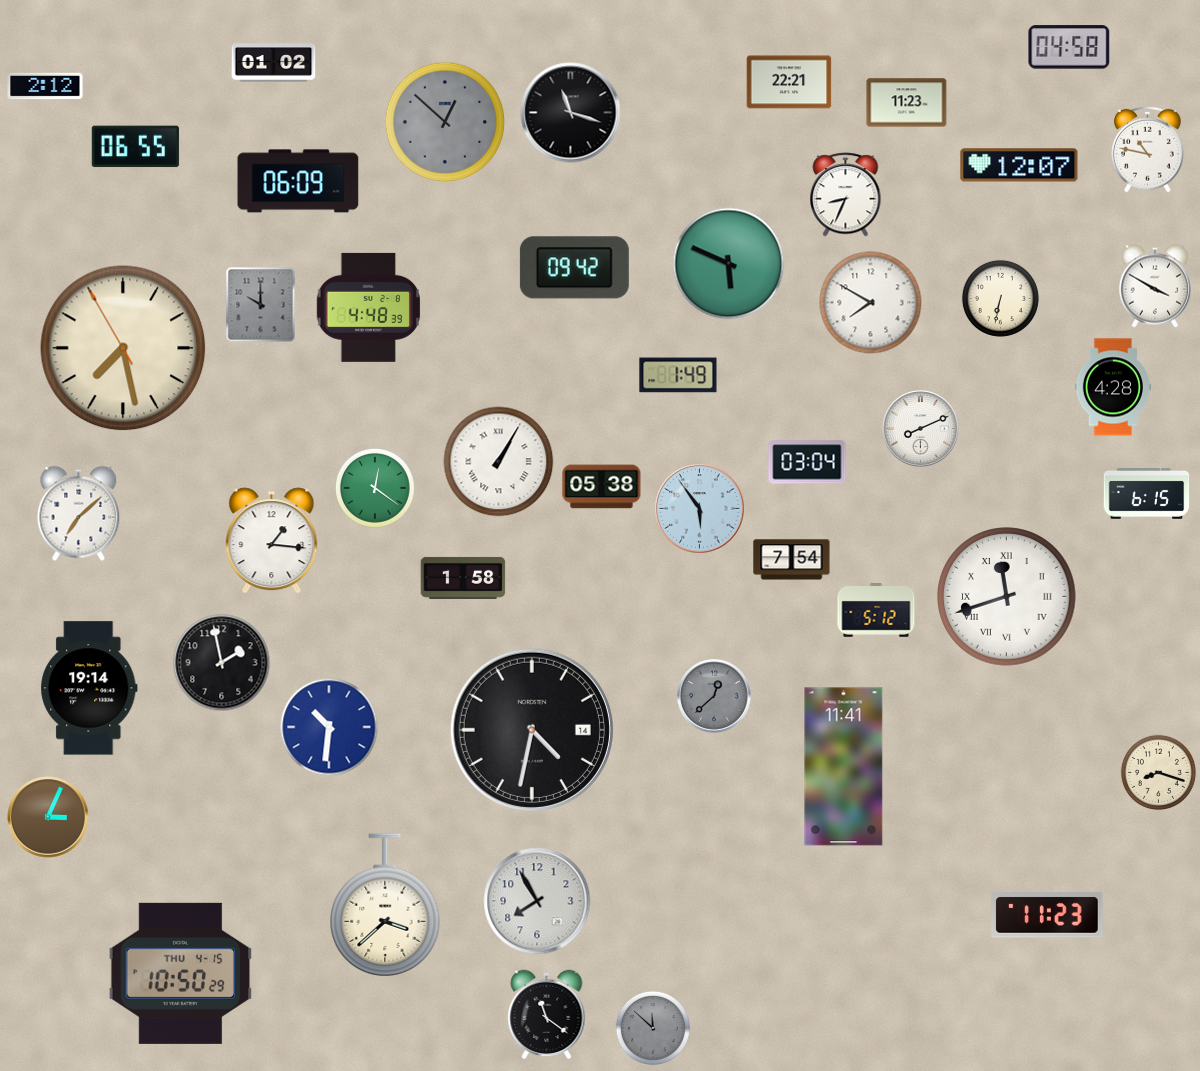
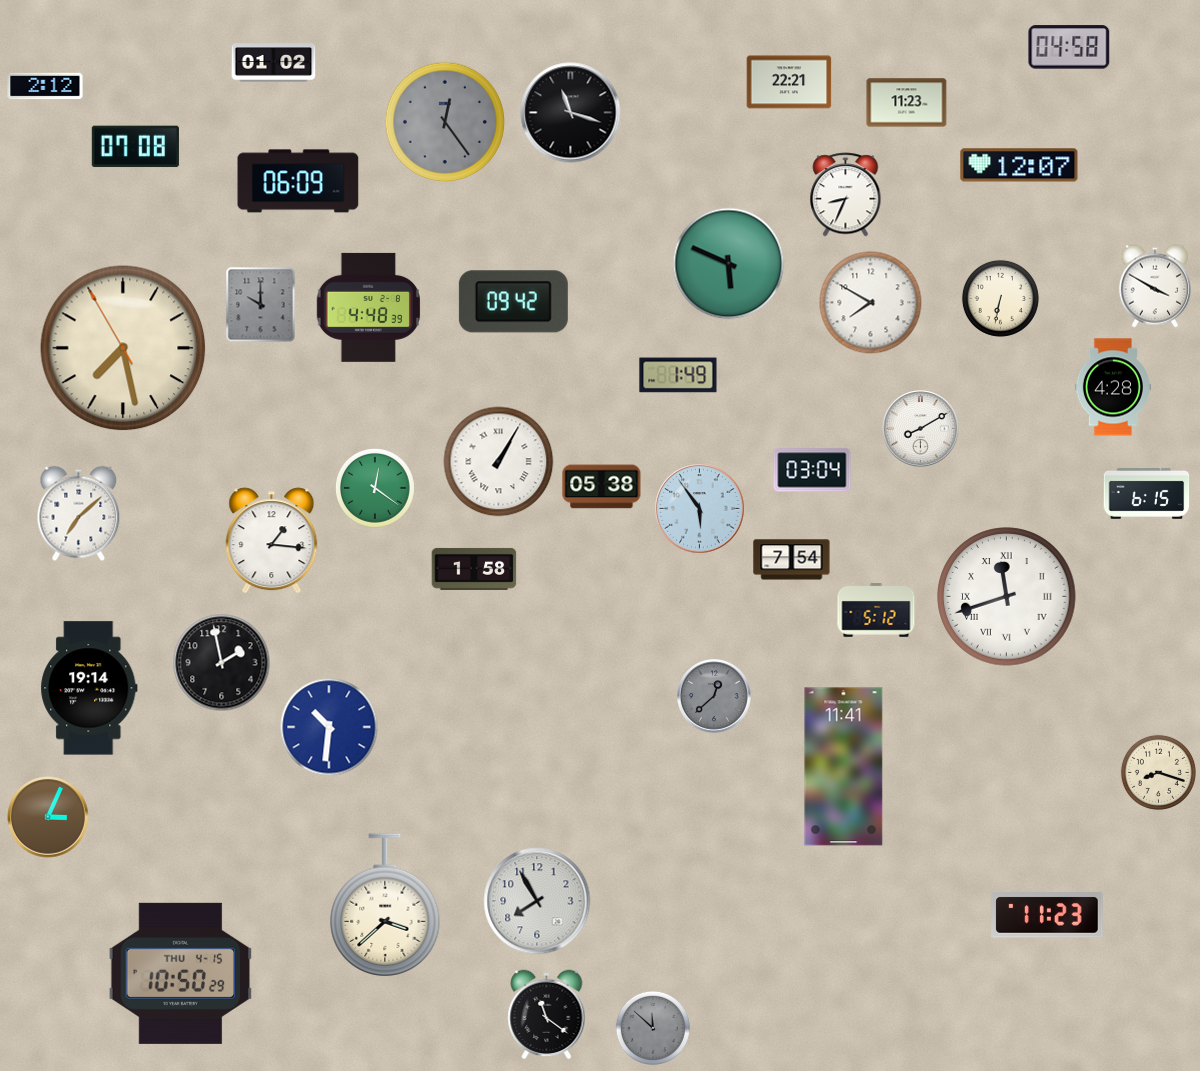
clock at (445, 122): 12:52 -> 12:24
clock at (135, 147): 06:55 -> 07:08
clock at (1148, 149): 10:47 -> none
clock at (574, 268) position: (574, 268) -> (513, 302)
clock at (921, 429): 8:11 -> 8:10
clock at (807, 462) position: (807, 462) -> (812, 470)
clock at (463, 578) position: (463, 578) -> (474, 569)
clock at (532, 730): 4:32 -> none
